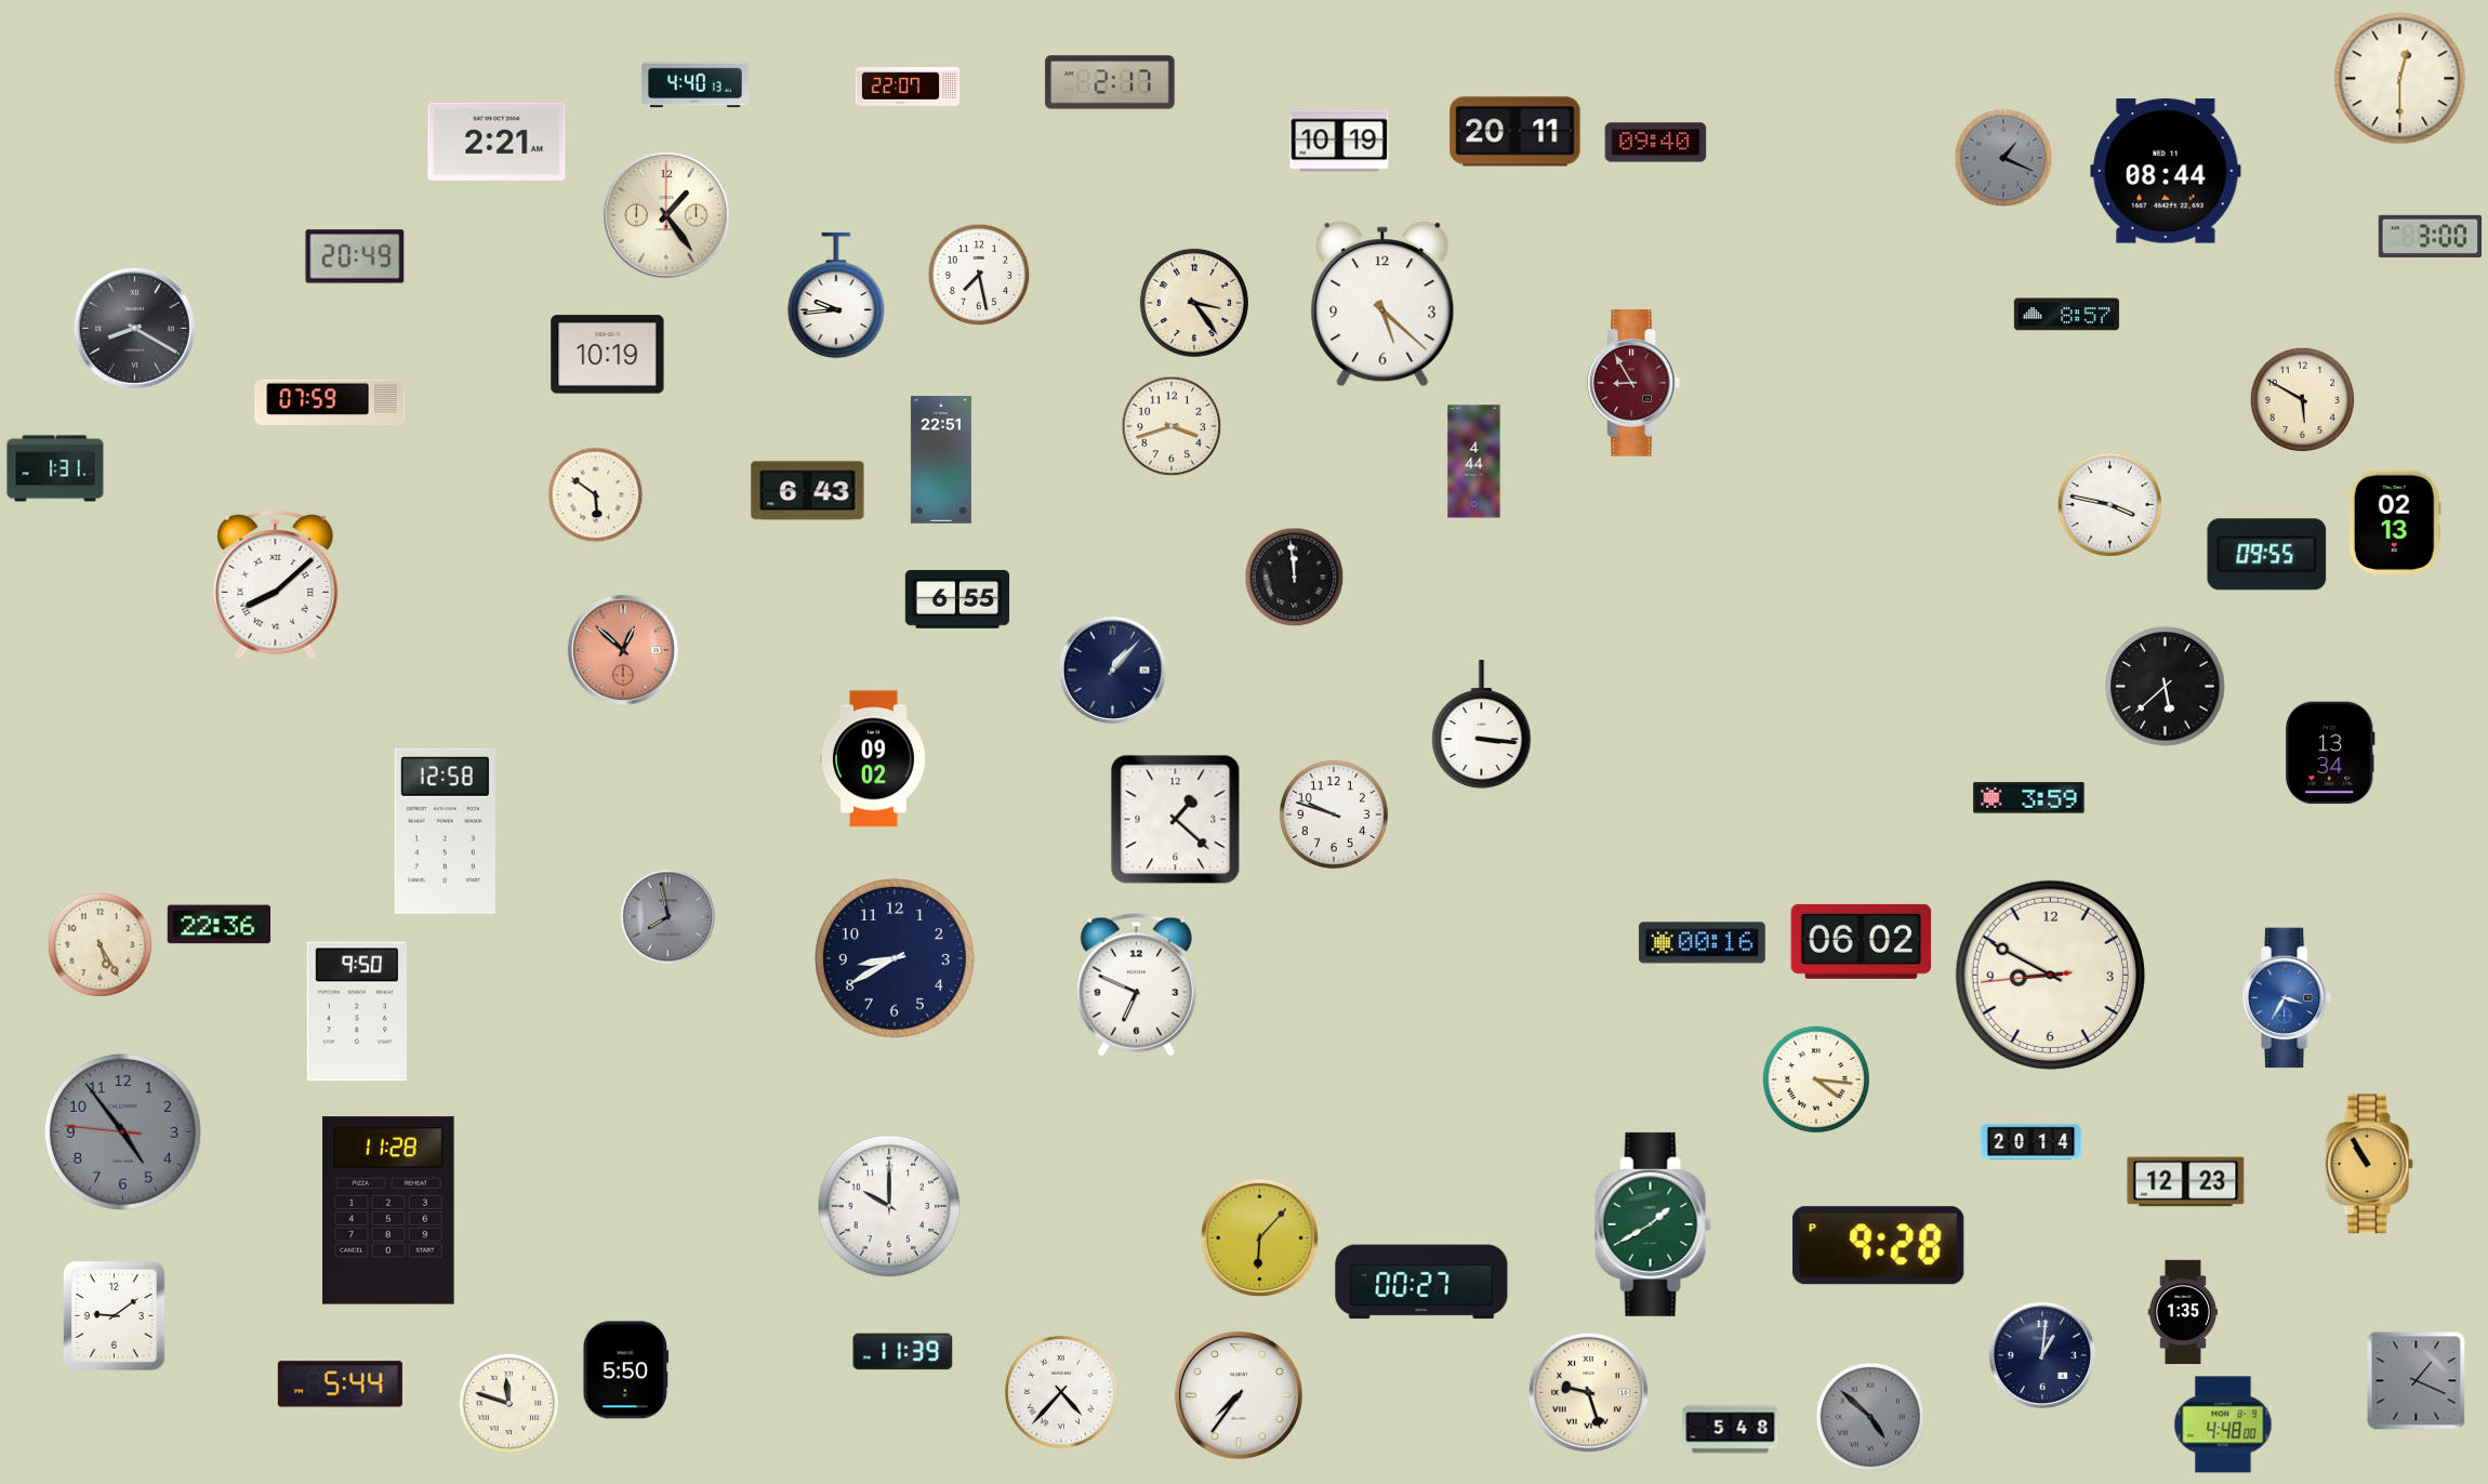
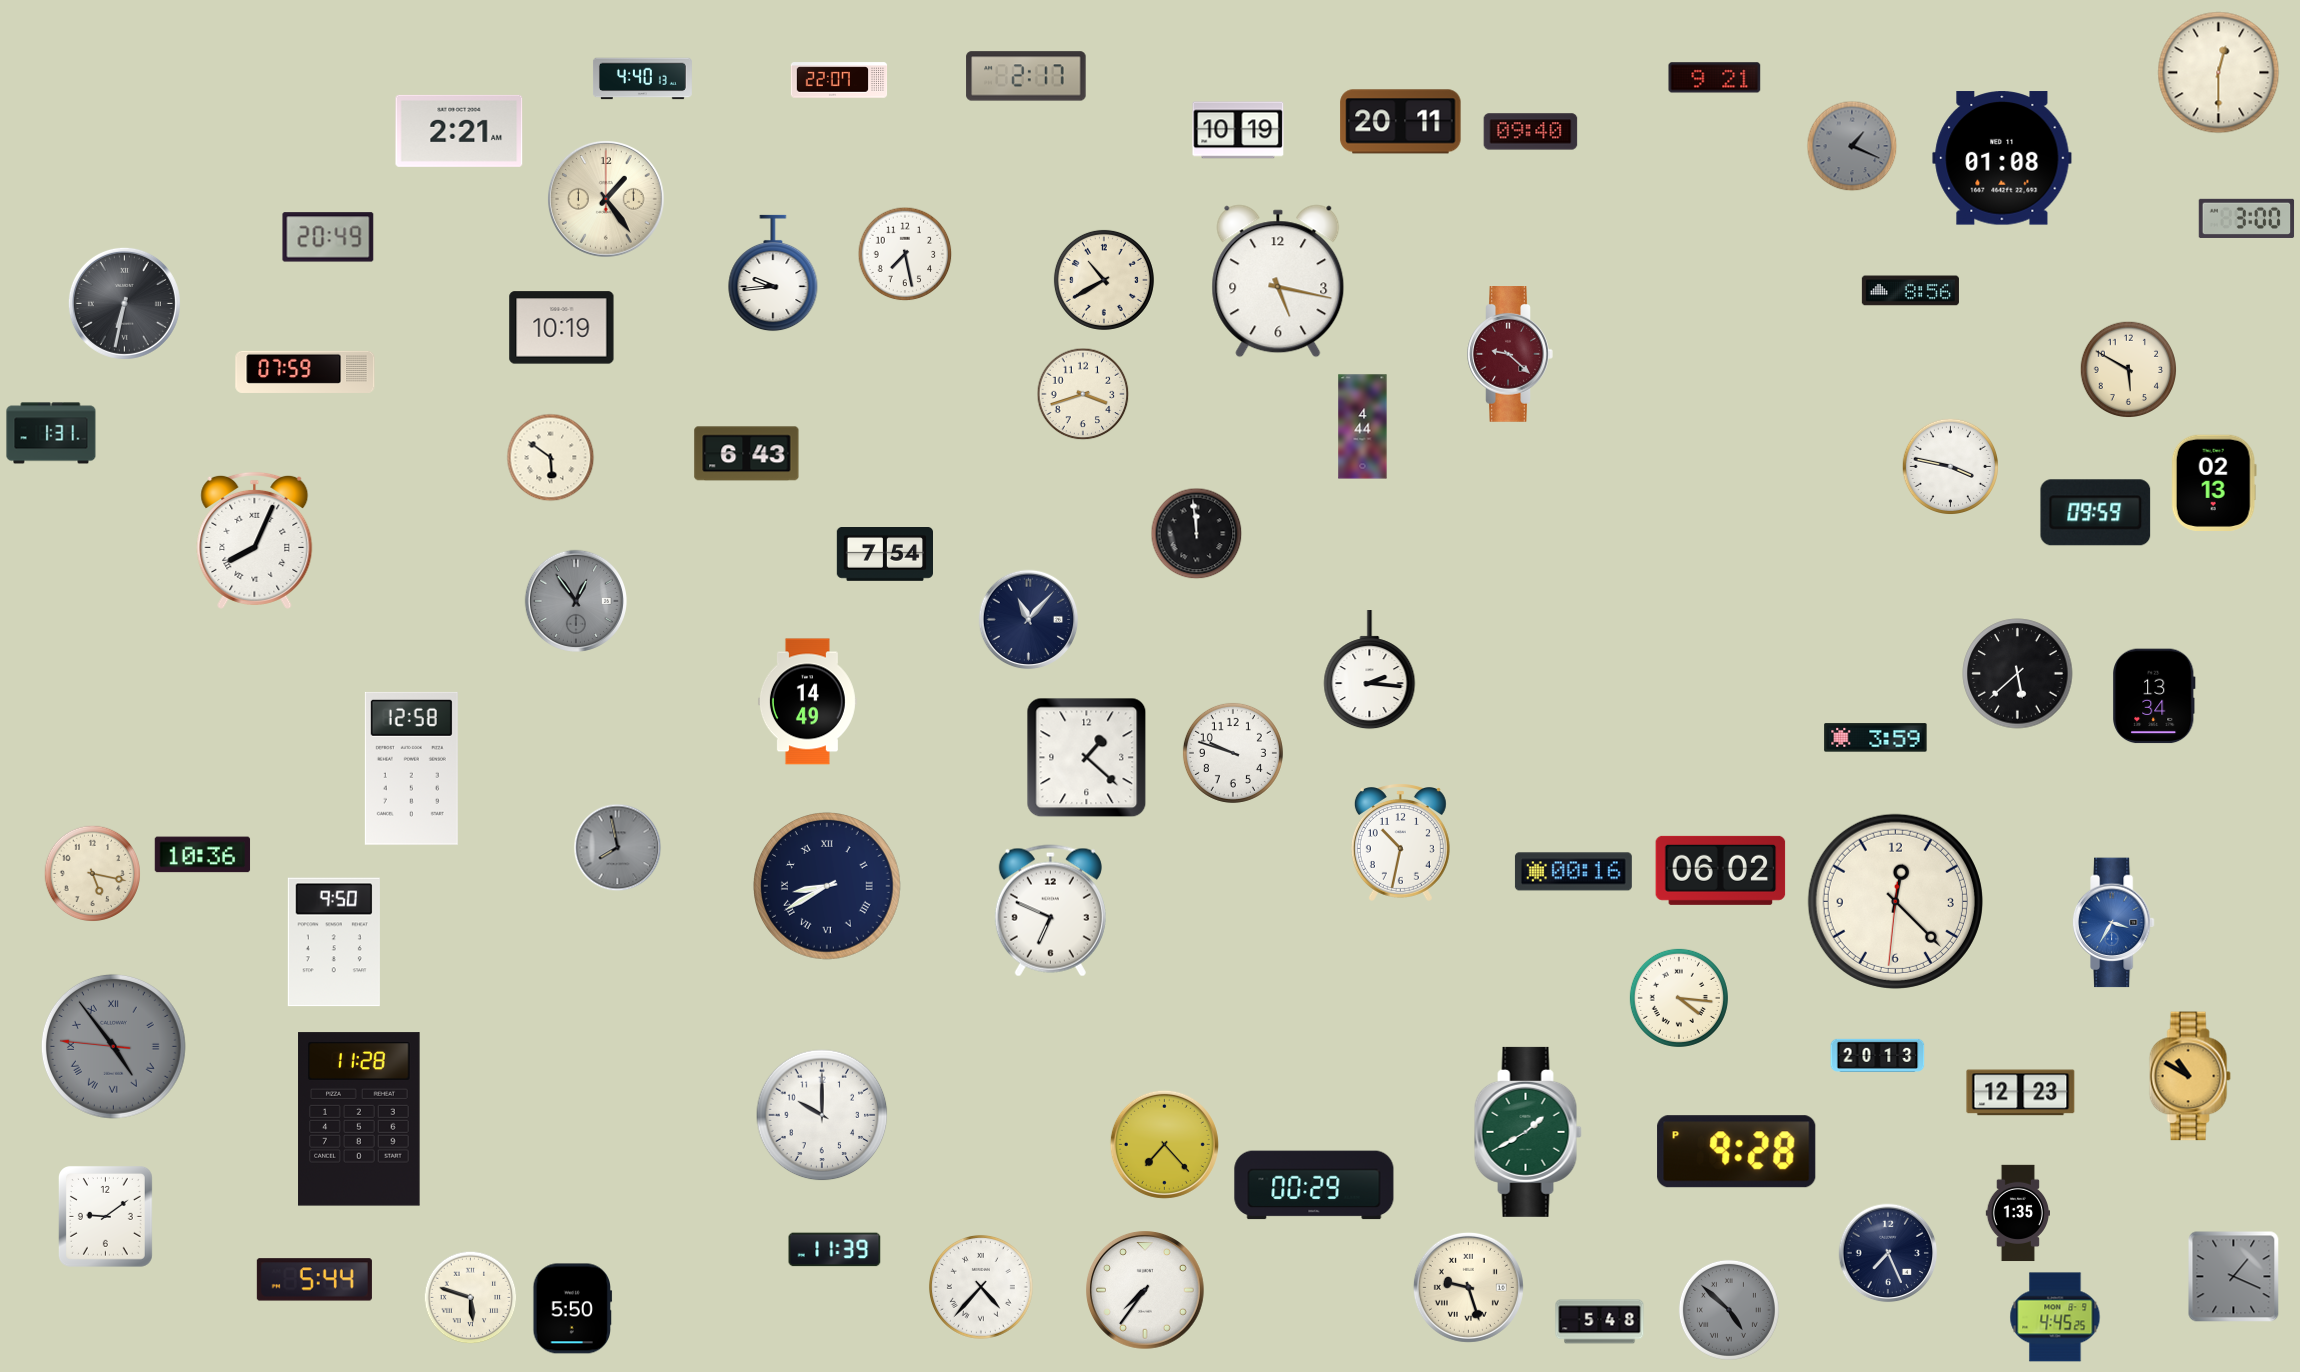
clock at (1715, 78): none -> 9:21
clock at (2166, 171): 08:44 -> 01:08
clock at (666, 215) position: (666, 215) -> (606, 199)
clock at (1194, 303): 3:24 -> 10:40
clock at (1382, 304): 5:22 -> 5:17
clock at (2066, 315): 8:57 -> 8:56
clock at (134, 328): 8:20 -> 6:32
clock at (1633, 384): 8:55 -> 9:22
clock at (941, 460): 22:51 -> none
clock at (2267, 555): 09:55 -> 09:59
clock at (276, 584): 8:08 -> 8:04
clock at (956, 600): 6:55 -> 7:54
clock at (622, 649): 12:52 -> 12:54
clock at (622, 649) dial: salmon -> grey
clock at (1113, 671): 1:07 -> 11:07
clock at (2166, 687) position: (2166, 687) -> (2018, 674)
clock at (1482, 725): 3:16 -> 2:16
clock at (873, 759): 09:02 -> 14:49
clock at (1400, 843): none -> 10:32
clock at (220, 925): 22:36 -> 10:36
clock at (101, 945): 5:25 -> 5:17
clock at (896, 959) numerals: Arabic -> Roman
clock at (2050, 975): 8:49 -> 12:22
clock at (357, 1011) position: (357, 1011) -> (334, 942)
clock at (122, 1131) numerals: Arabic -> Roman
clock at (2032, 1141): 20:14 -> 20:13
clock at (2369, 1164): 10:55 -> 10:50
clock at (1259, 1237): 6:07 -> 7:23
clock at (1421, 1282): 00:27 -> 00:29
clock at (2042, 1355): 1:01 -> 7:26
clock at (626, 1370) position: (626, 1370) -> (573, 1309)
clock at (509, 1404): 11:48 -> 5:48
clock at (2223, 1425): 4:48 -> 4:45
